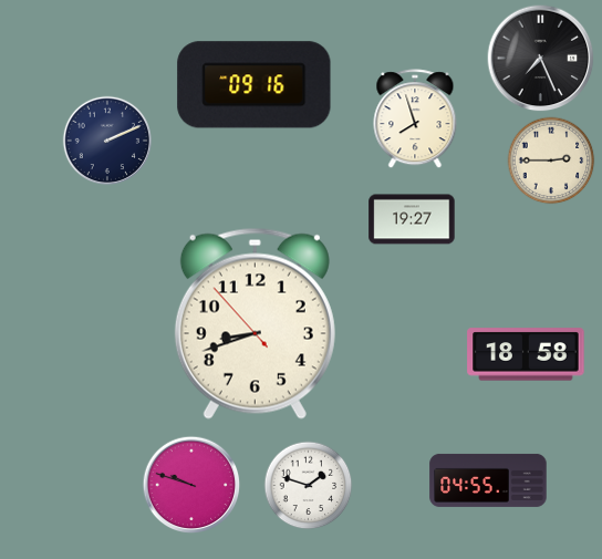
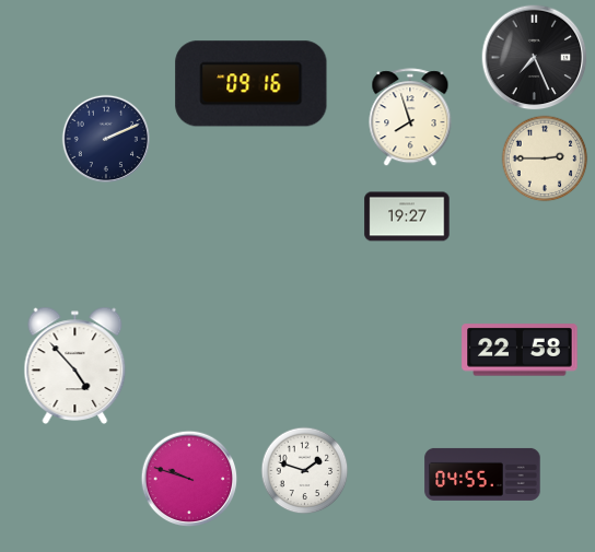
clock at (255, 323): 8:41 -> none
clock at (526, 354): 18:58 -> 22:58
clock at (75, 365): none -> 4:53
clock at (309, 486) position: (309, 486) -> (305, 471)
